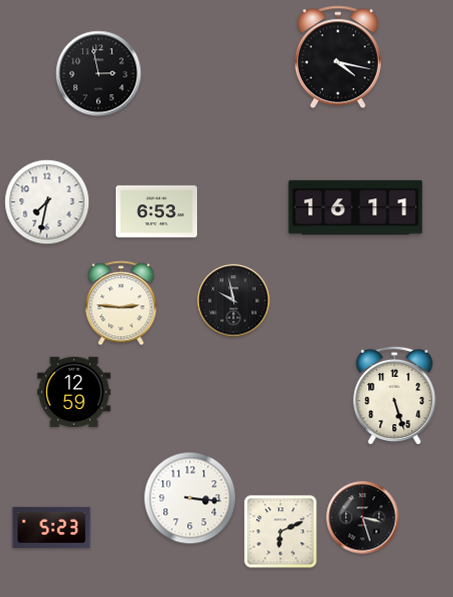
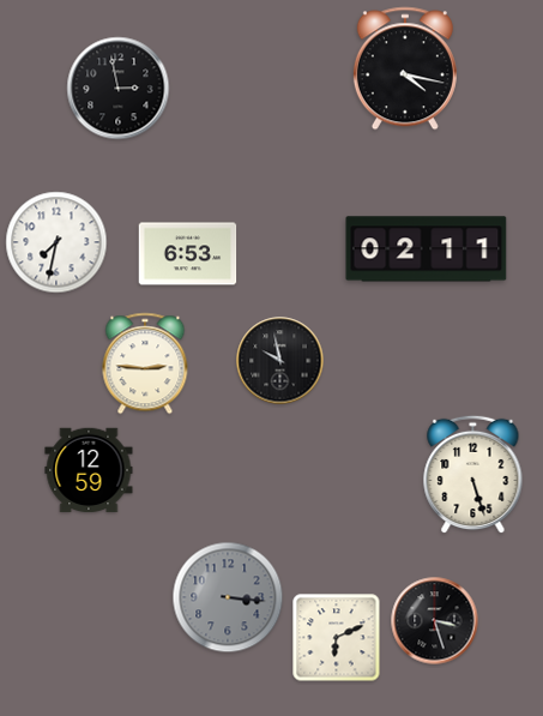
clock at (356, 208): 16:11 -> 02:11
clock at (190, 498) dial: white -> grey
clock at (52, 527): 5:23 -> none
